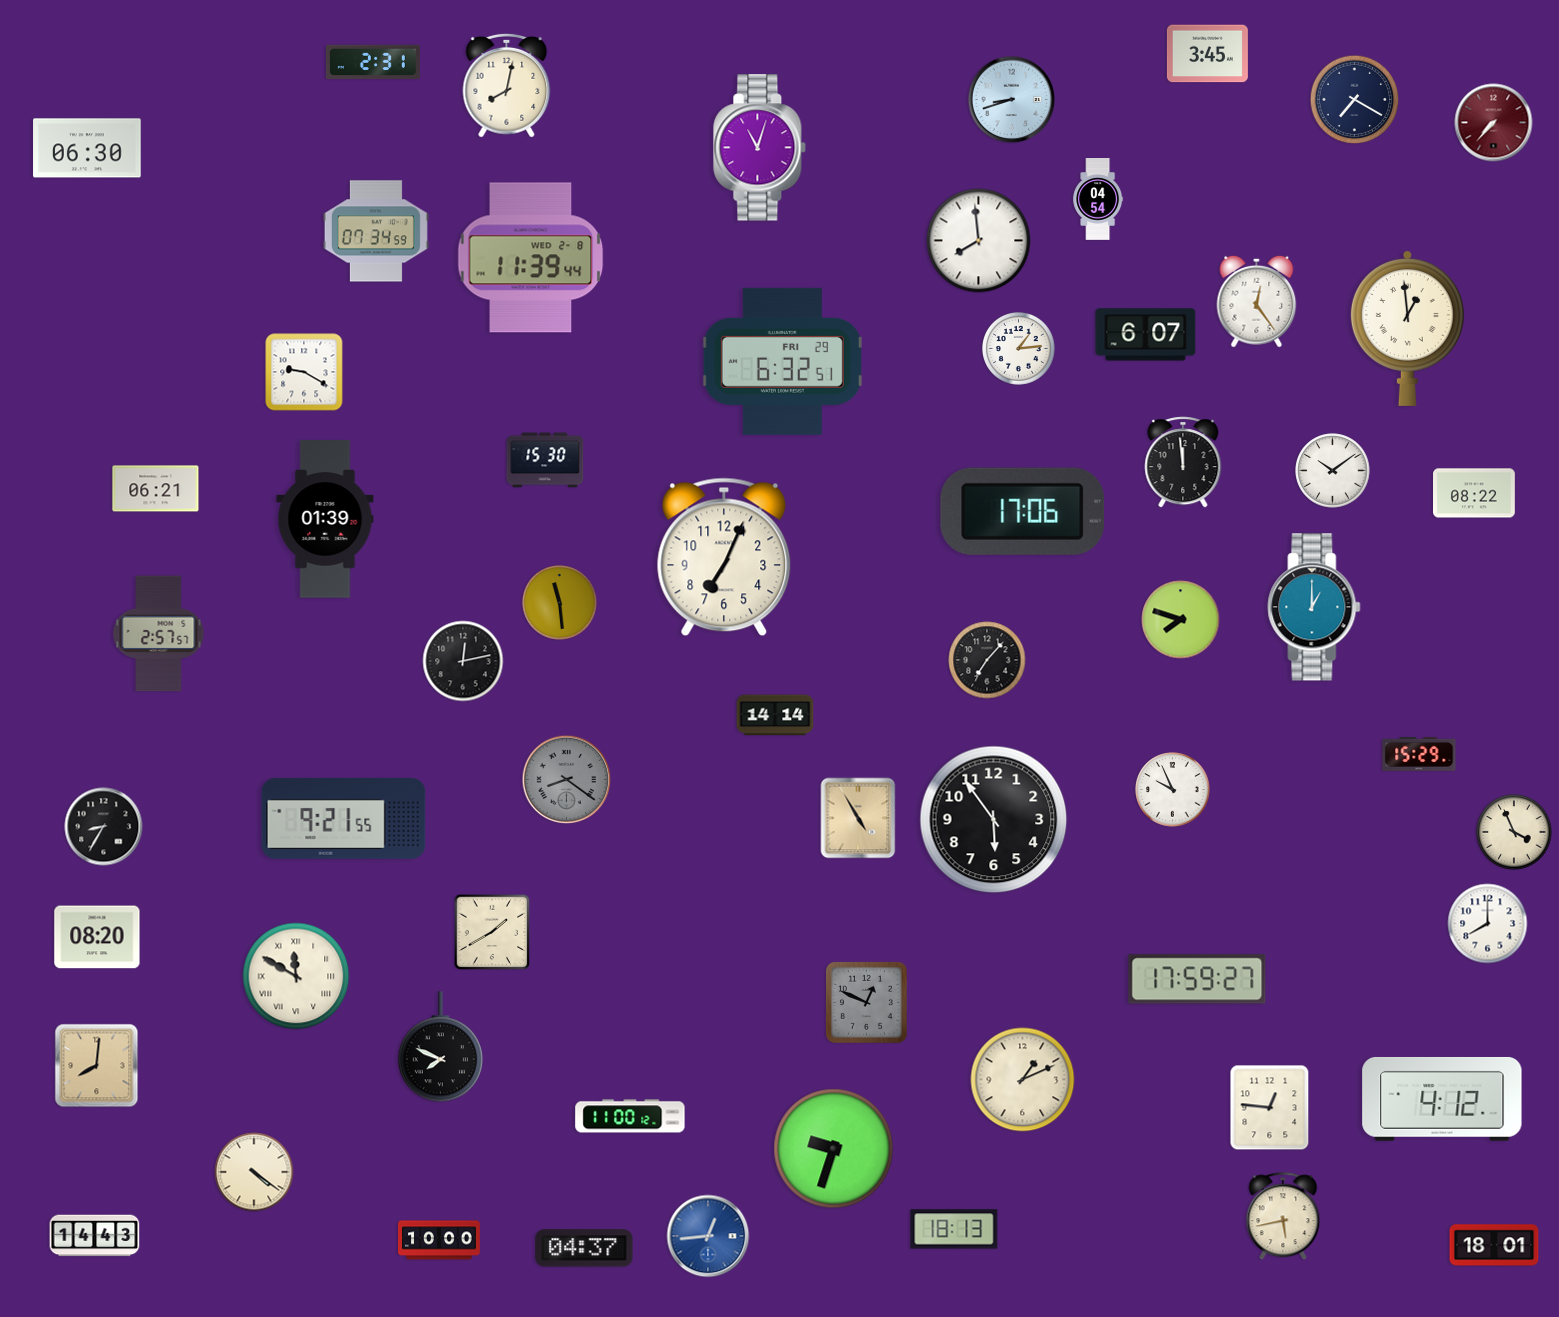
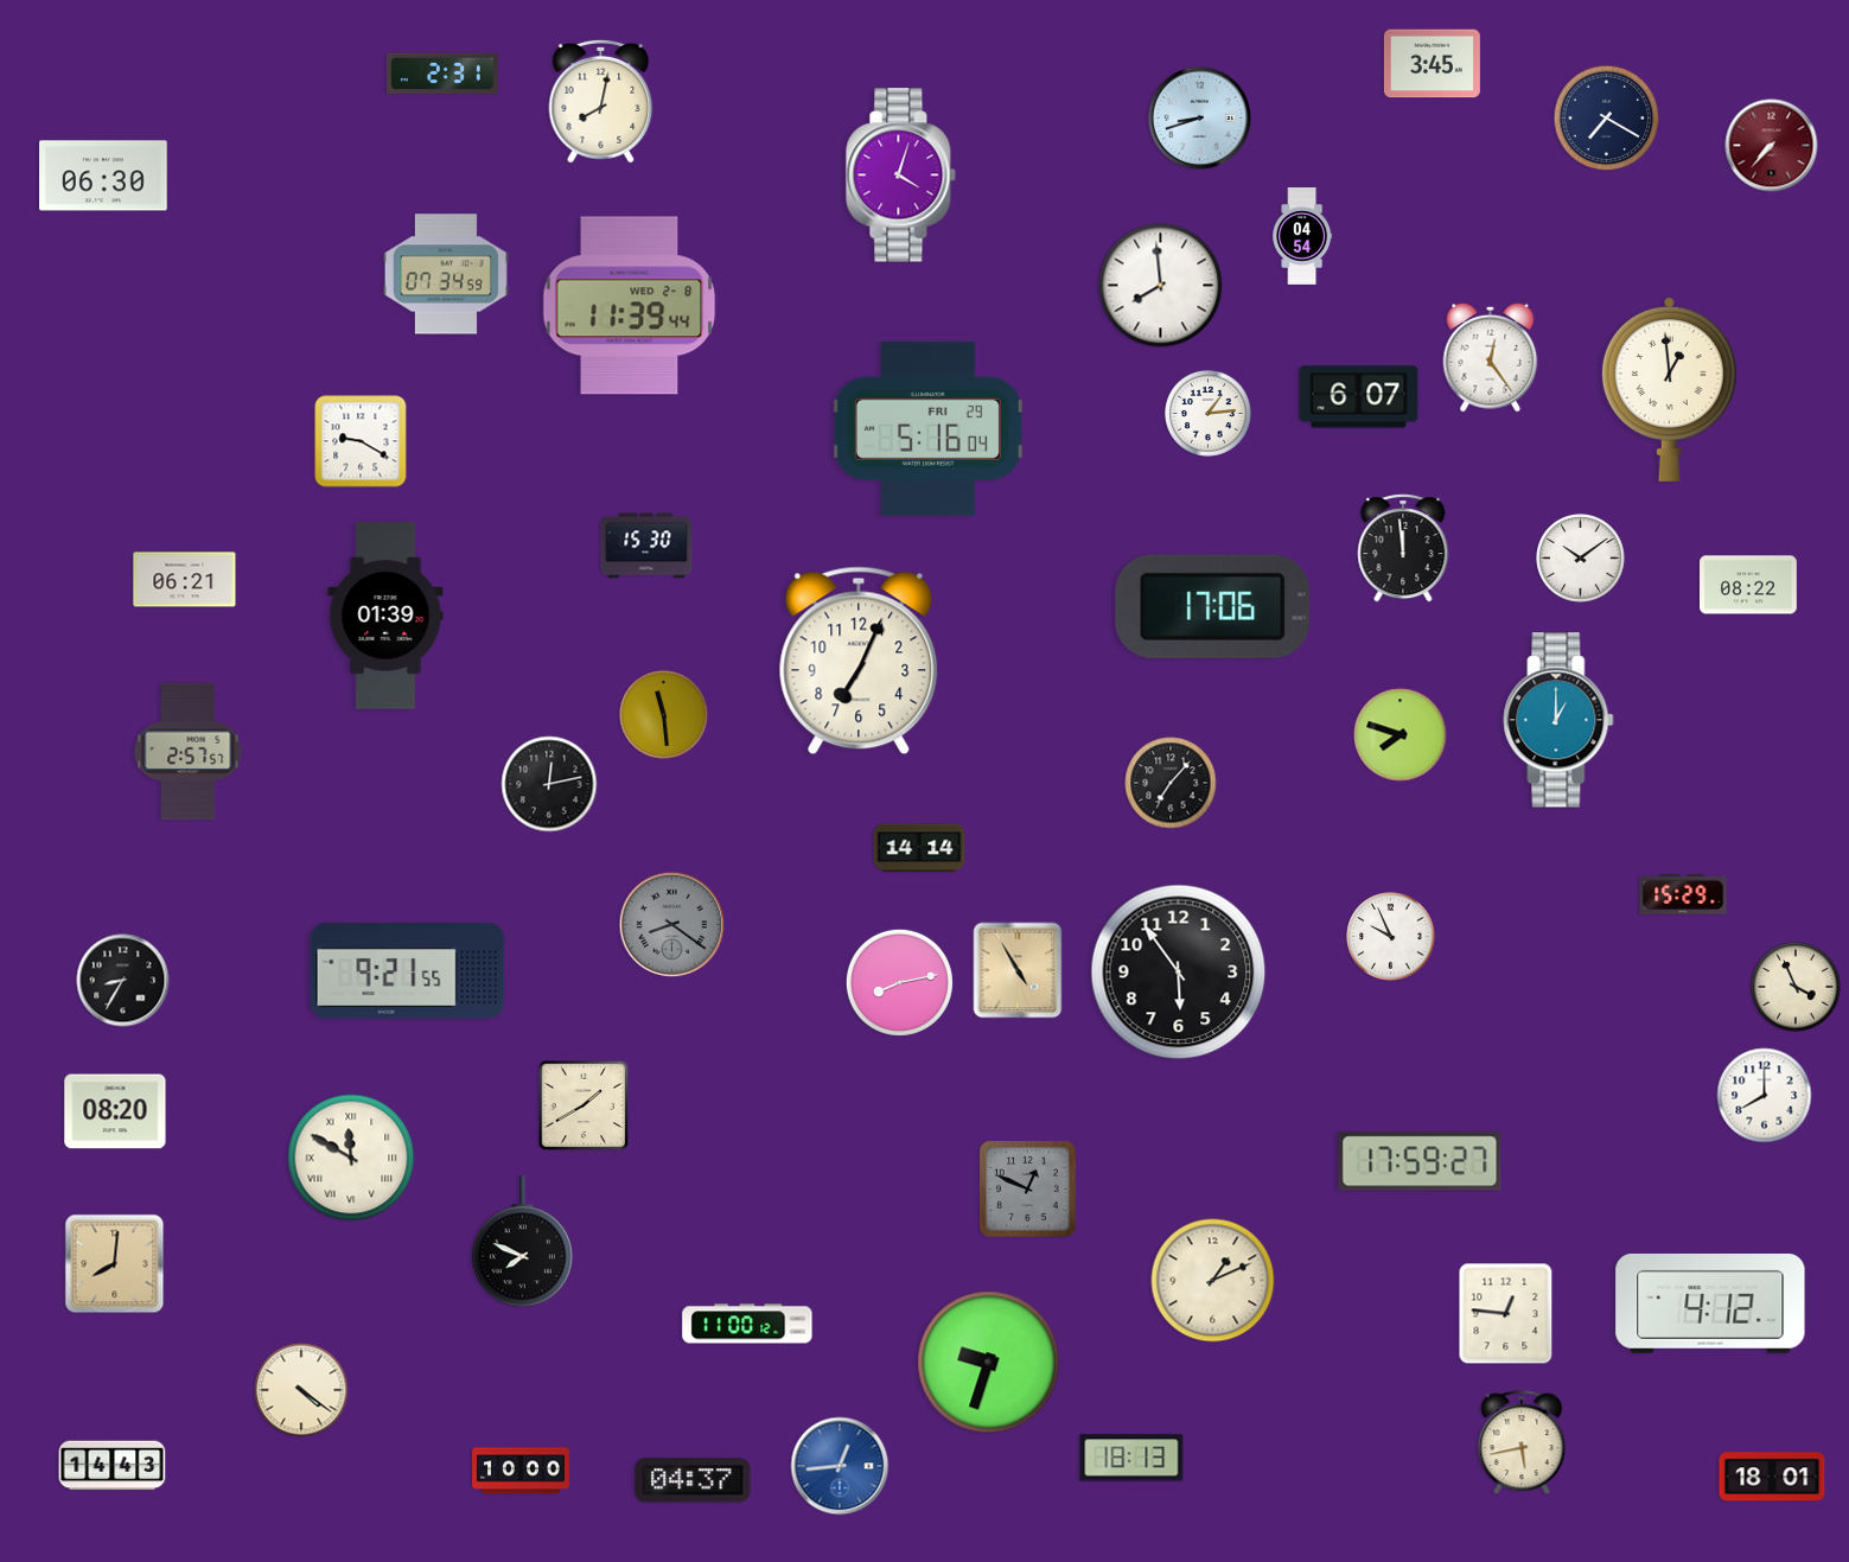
clock at (760, 148): 11:03 -> 4:03
clock at (782, 361): 6:32 -> 5:16
clock at (899, 982): none -> 8:13
